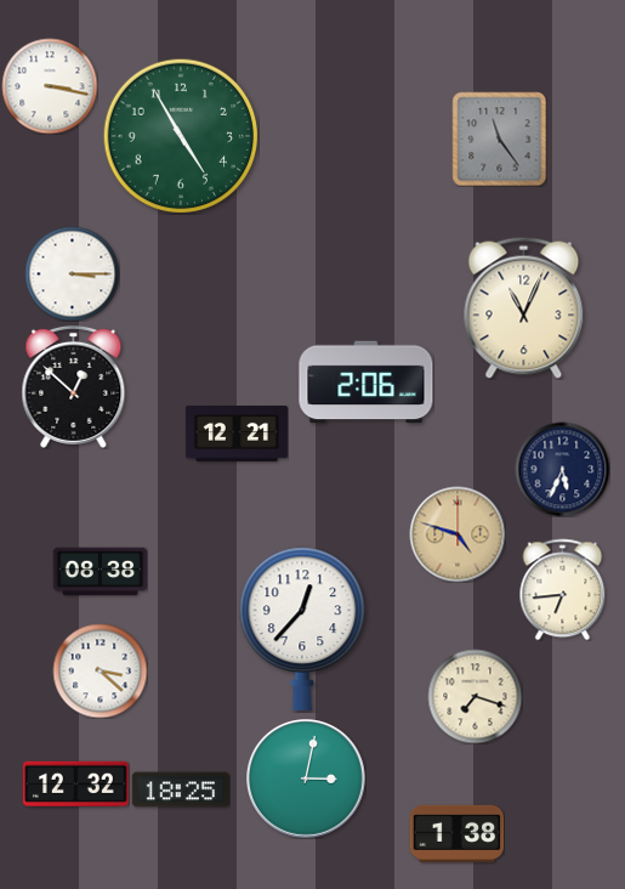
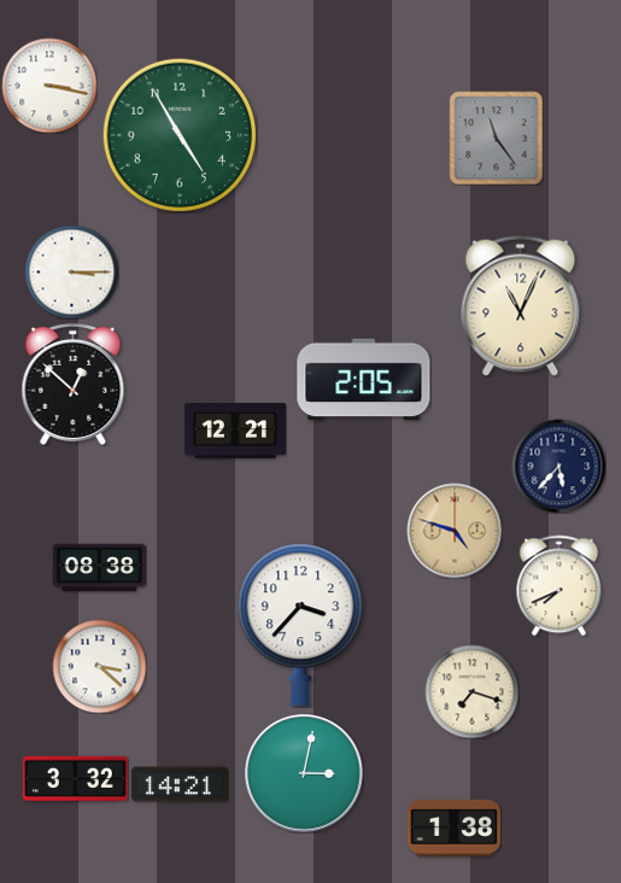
clock at (367, 383): 2:06 -> 2:05
clock at (562, 469): 5:34 -> 5:37
clock at (563, 589): 6:44 -> 7:41
clock at (302, 629): 12:37 -> 3:37
clock at (75, 783): 12:32 -> 3:32
clock at (181, 789): 18:25 -> 14:21
